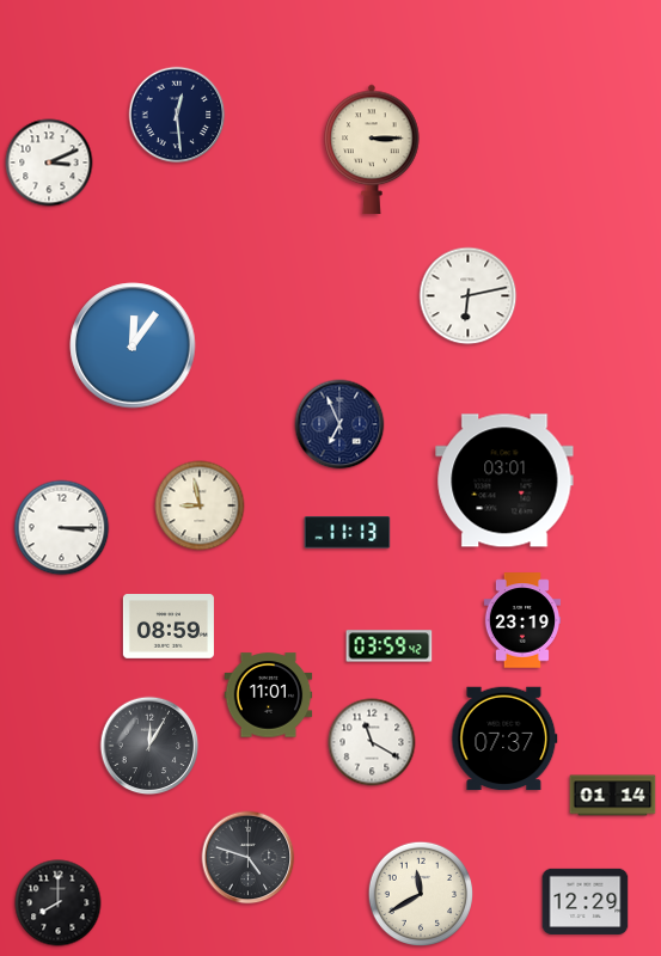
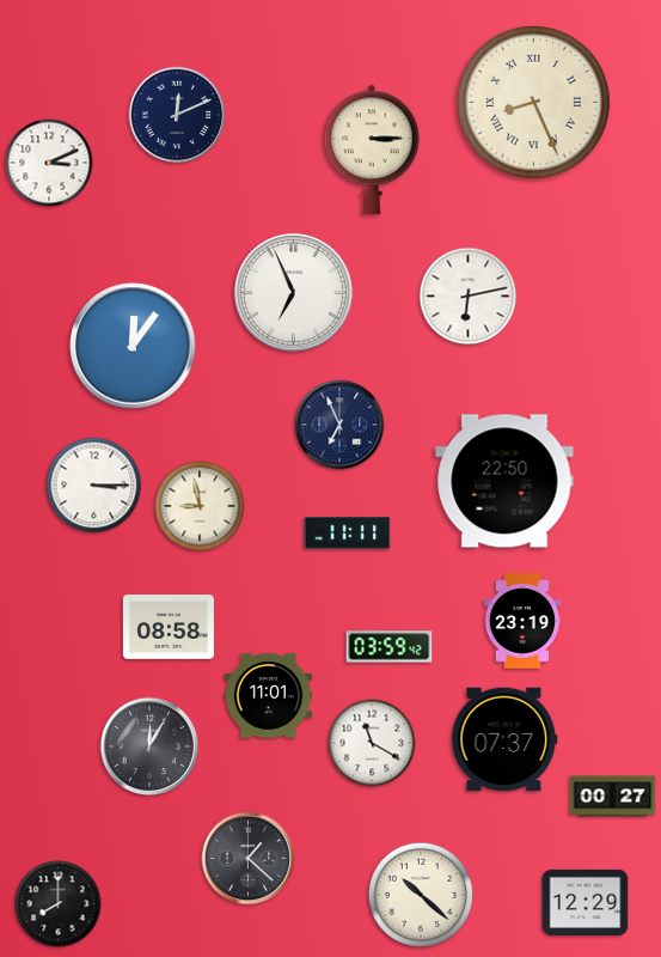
clock at (533, 102): none -> 8:26
clock at (177, 115): 12:29 -> 12:11
clock at (294, 293): none -> 6:56
clock at (504, 480): 03:01 -> 22:50
clock at (62, 528) position: (62, 528) -> (94, 486)
clock at (348, 533): 11:13 -> 11:11
clock at (169, 626): 08:59 -> 08:58
clock at (613, 796): 01:14 -> 00:27
clock at (249, 858): 4:48 -> 1:22
clock at (420, 893): 11:40 -> 10:22
